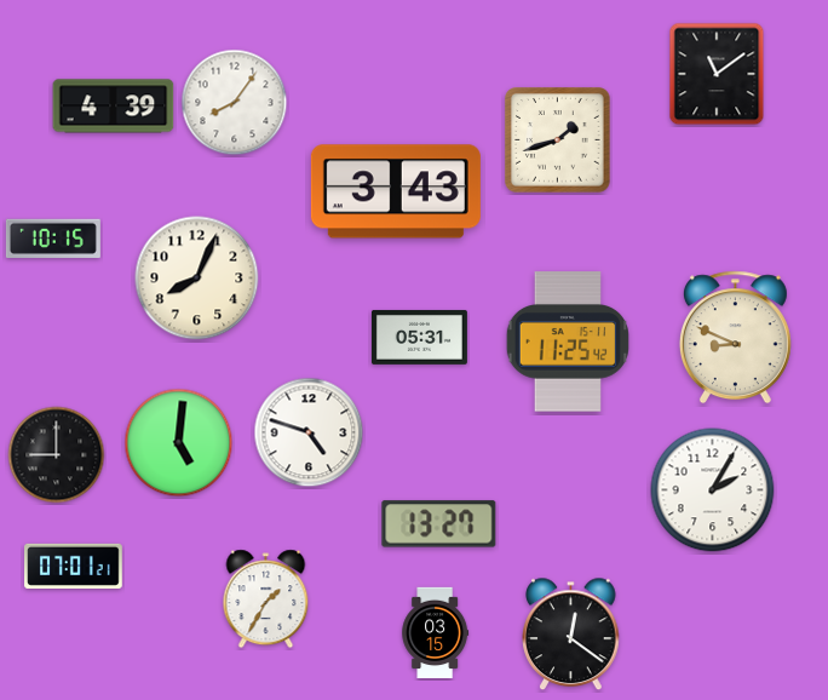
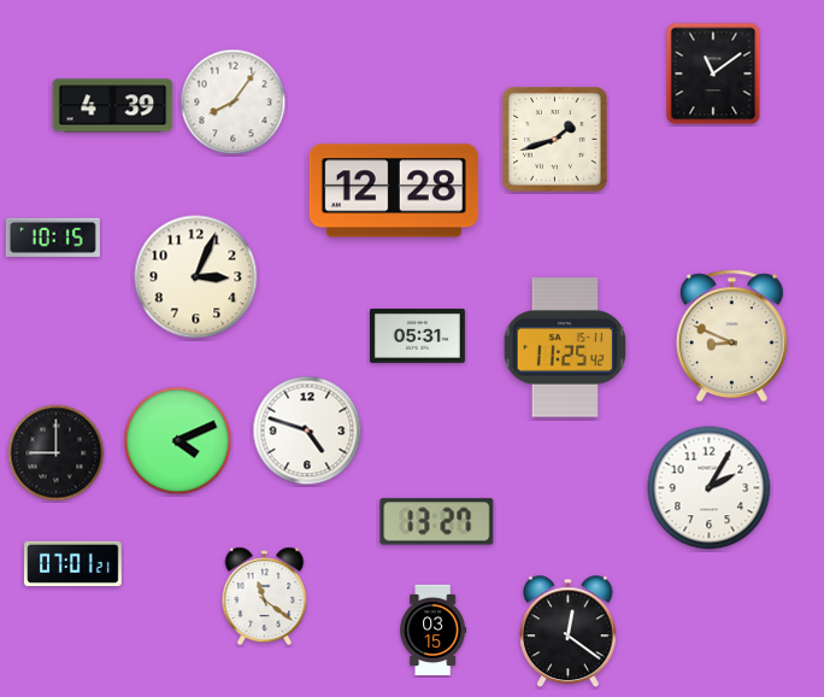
clock at (396, 191): 3:43 -> 12:28
clock at (197, 279): 8:04 -> 3:04
clock at (568, 342) position: (568, 342) -> (565, 347)
clock at (179, 443): 5:01 -> 4:11
clock at (266, 599): 1:35 -> 11:21
